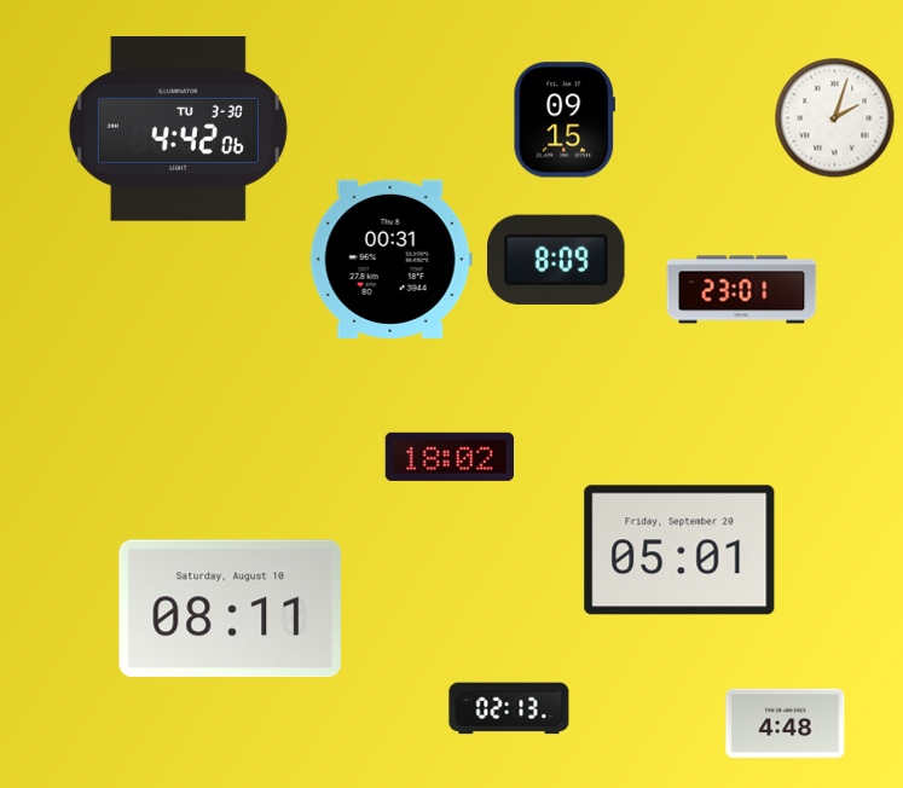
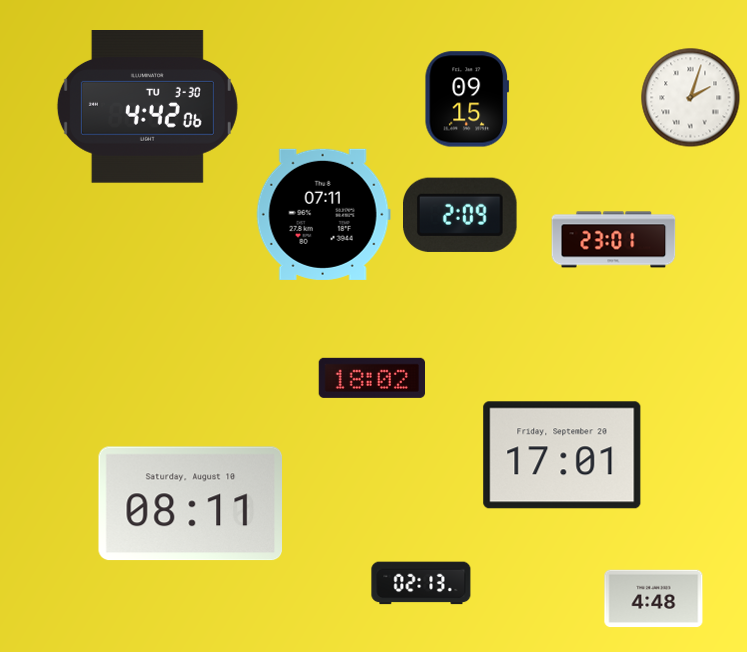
clock at (390, 259): 00:31 -> 07:11
clock at (557, 260): 8:09 -> 2:09
clock at (679, 550): 05:01 -> 17:01
clock at (509, 708) position: (509, 708) -> (421, 583)
clock at (786, 724) position: (786, 724) -> (654, 599)
